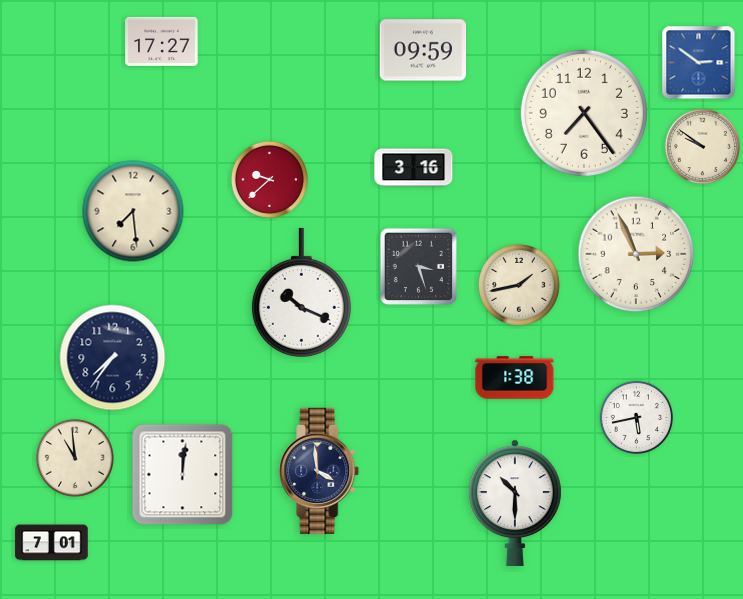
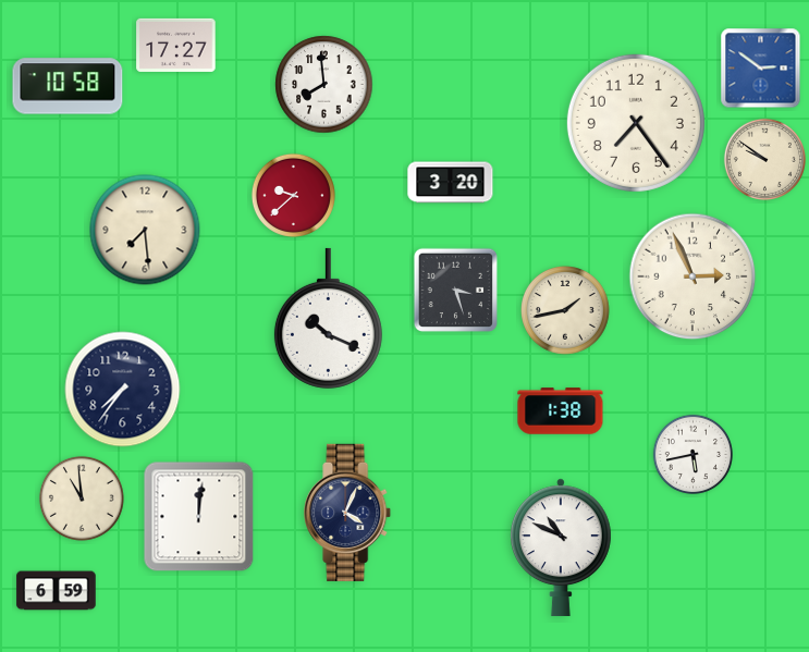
clock at (423, 50): 09:59 -> none
clock at (324, 85): none -> 7:59
clock at (68, 86): none -> 10:58
clock at (414, 168): 3:16 -> 3:20
clock at (320, 471): 3:59 -> 4:04
clock at (515, 503): 10:30 -> 10:49
clock at (52, 543): 7:01 -> 6:59
